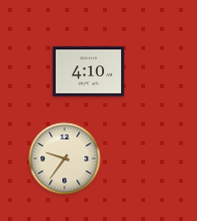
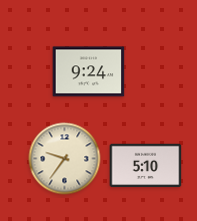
clock at (89, 72): 4:10 -> 9:24
clock at (146, 166): none -> 5:10
